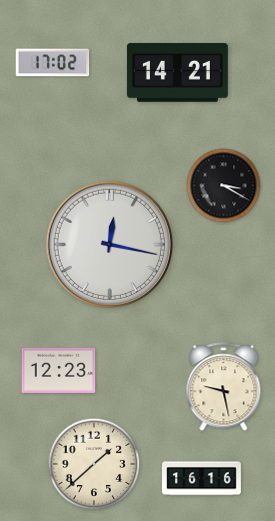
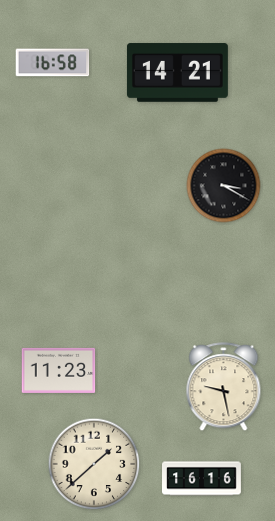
clock at (53, 63): 17:02 -> 16:58
clock at (109, 244): 12:17 -> none
clock at (59, 370): 12:23 -> 11:23
